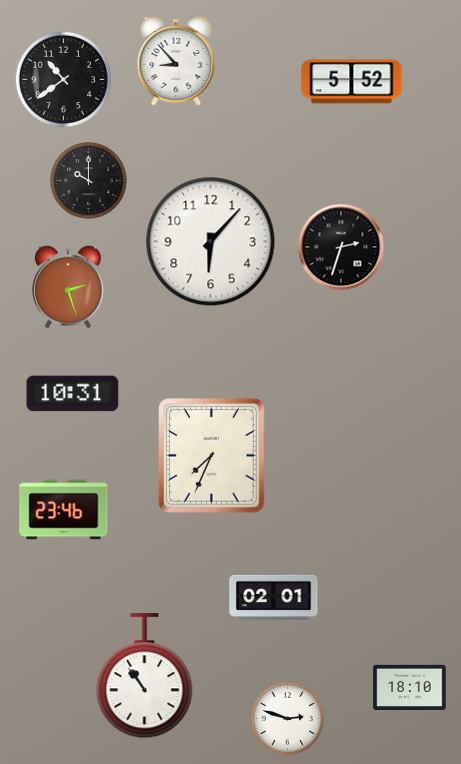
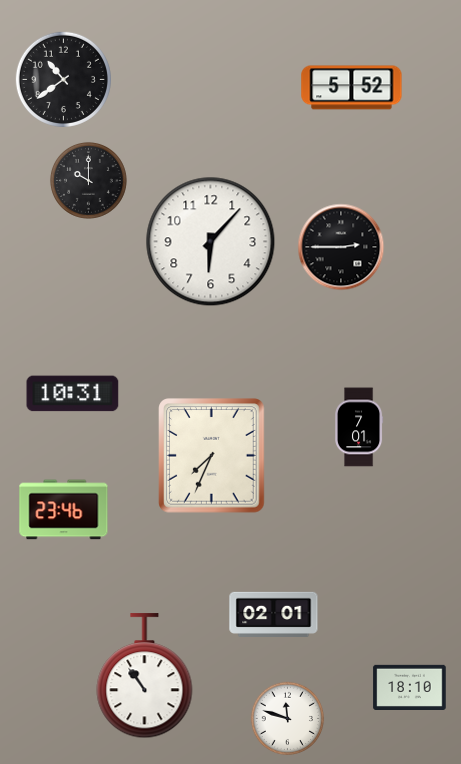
clock at (176, 61): 8:53 -> none
clock at (352, 82) position: (352, 82) -> (352, 88)
clock at (341, 247): 2:33 -> 2:45
clock at (68, 287): 2:27 -> none
clock at (360, 427): none -> 7:01
clock at (274, 597) position: (274, 597) -> (274, 614)
clock at (288, 719): 2:48 -> 11:48
